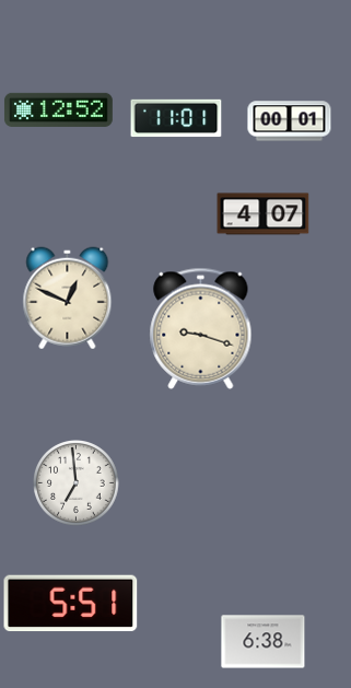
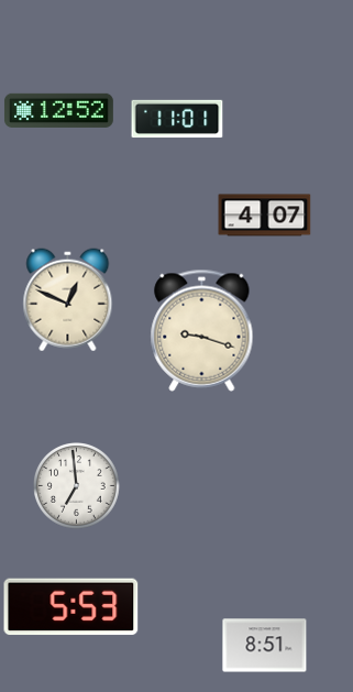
clock at (290, 121): 00:01 -> none
clock at (71, 604): 5:51 -> 5:53
clock at (264, 642): 6:38 -> 8:51
